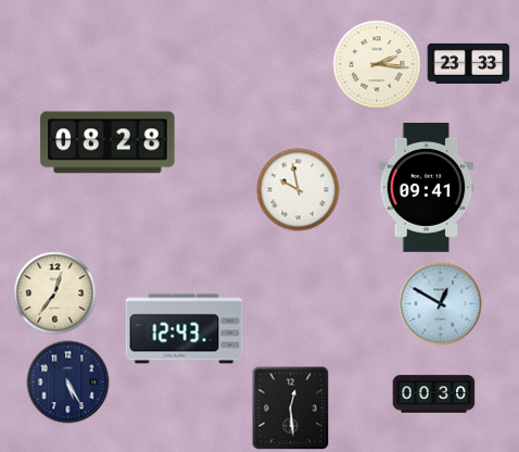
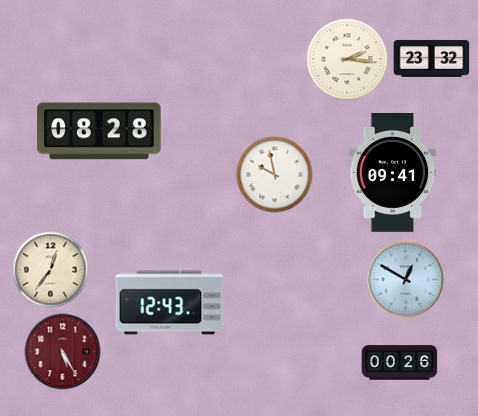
clock at (469, 63): 23:33 -> 23:32
clock at (68, 382) dial: navy -> burgundy
clock at (434, 394): 00:30 -> 00:26
clock at (291, 409): 12:29 -> none
